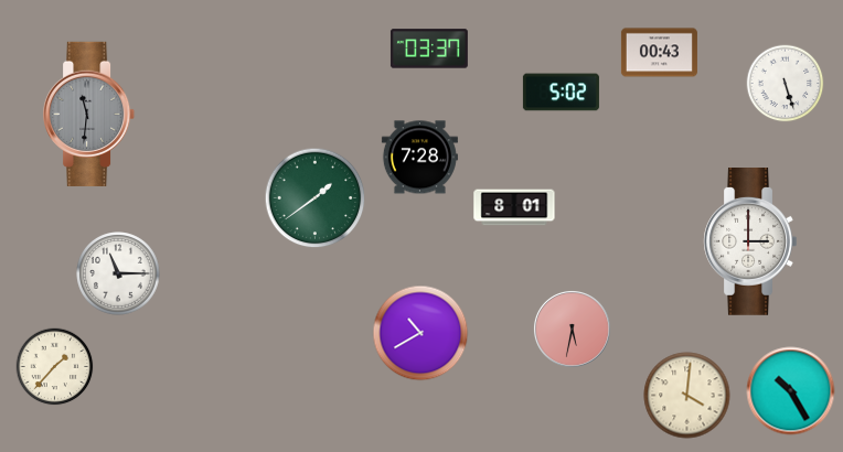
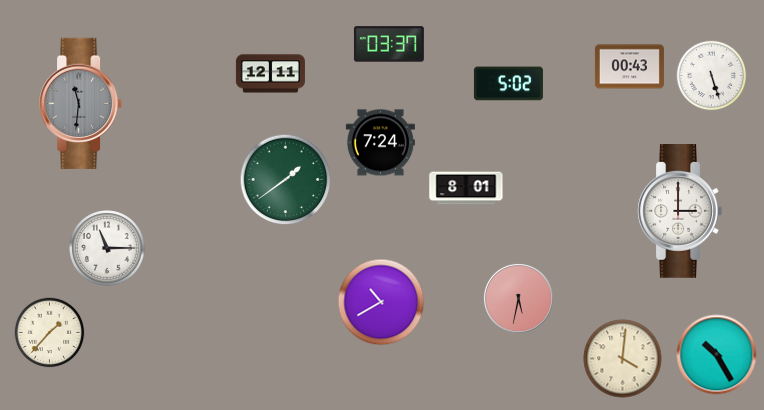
clock at (659, 53) position: (659, 53) -> (629, 67)
clock at (270, 74): none -> 12:11
clock at (419, 158): 7:28 -> 7:24
clock at (750, 243) position: (750, 243) -> (680, 212)
